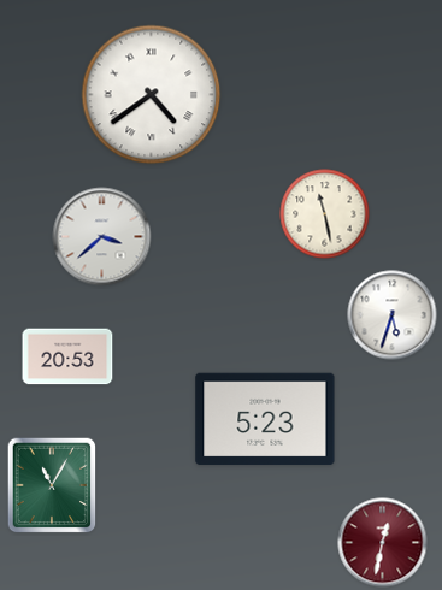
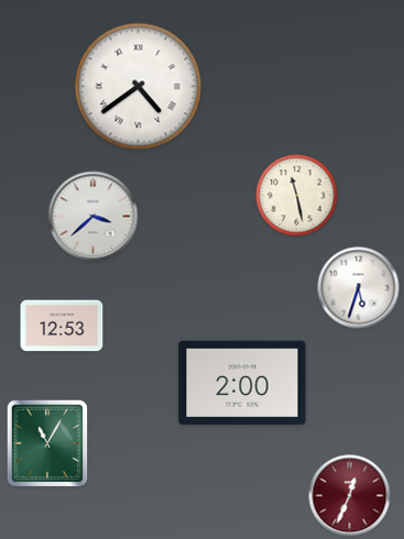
clock at (67, 356): 20:53 -> 12:53
clock at (265, 419): 5:23 -> 2:00
clock at (383, 543): 12:32 -> 12:34
